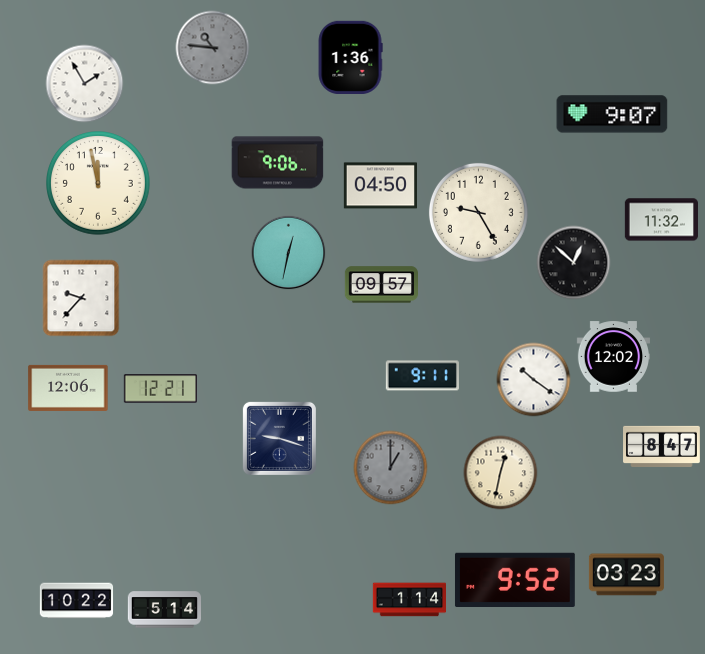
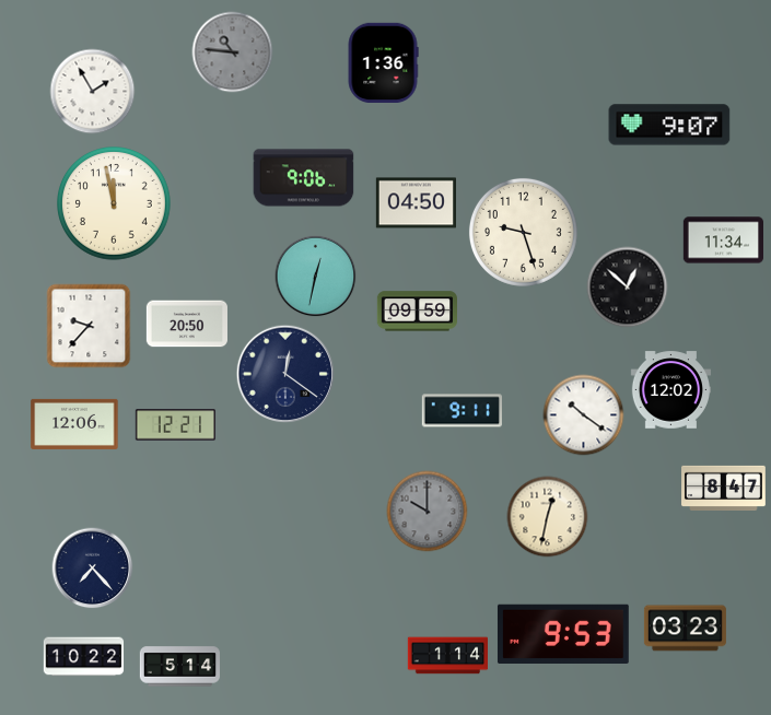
clock at (99, 184) position: (99, 184) -> (115, 204)
clock at (478, 212): 9:25 -> 9:27
clock at (661, 220): 11:32 -> 11:34
clock at (381, 285): 09:57 -> 09:59
clock at (187, 324): none -> 20:50
clock at (285, 374): none -> 12:21
clock at (279, 438): 9:18 -> none
clock at (391, 468): 1:00 -> 10:00
clock at (93, 569): none -> 7:23
clock at (515, 579): 9:52 -> 9:53
